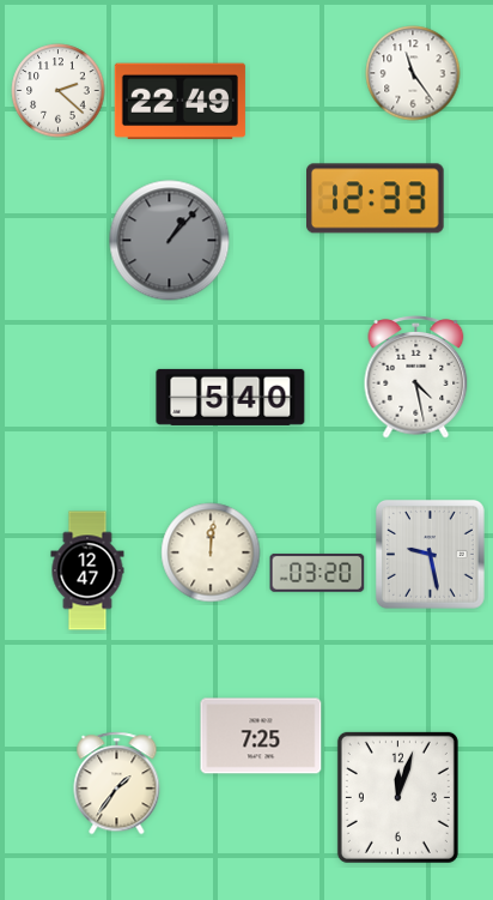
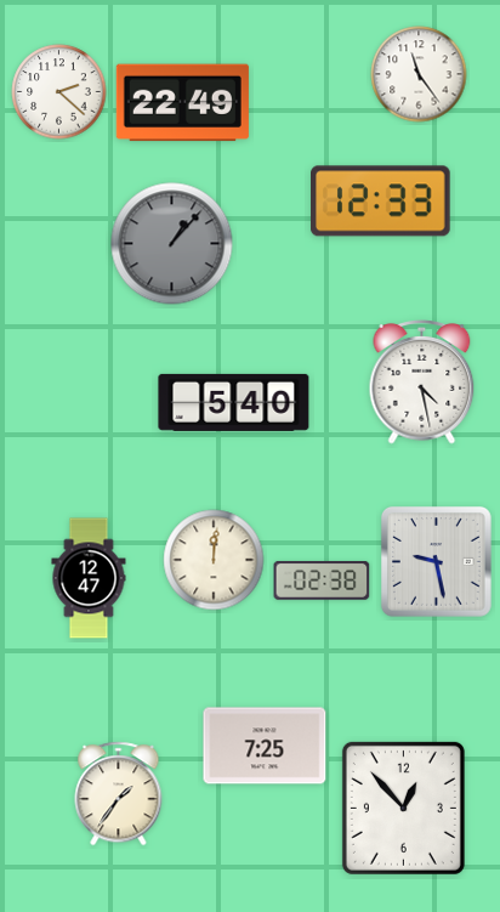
clock at (317, 573): 03:20 -> 02:38
clock at (397, 797): 12:03 -> 12:53
